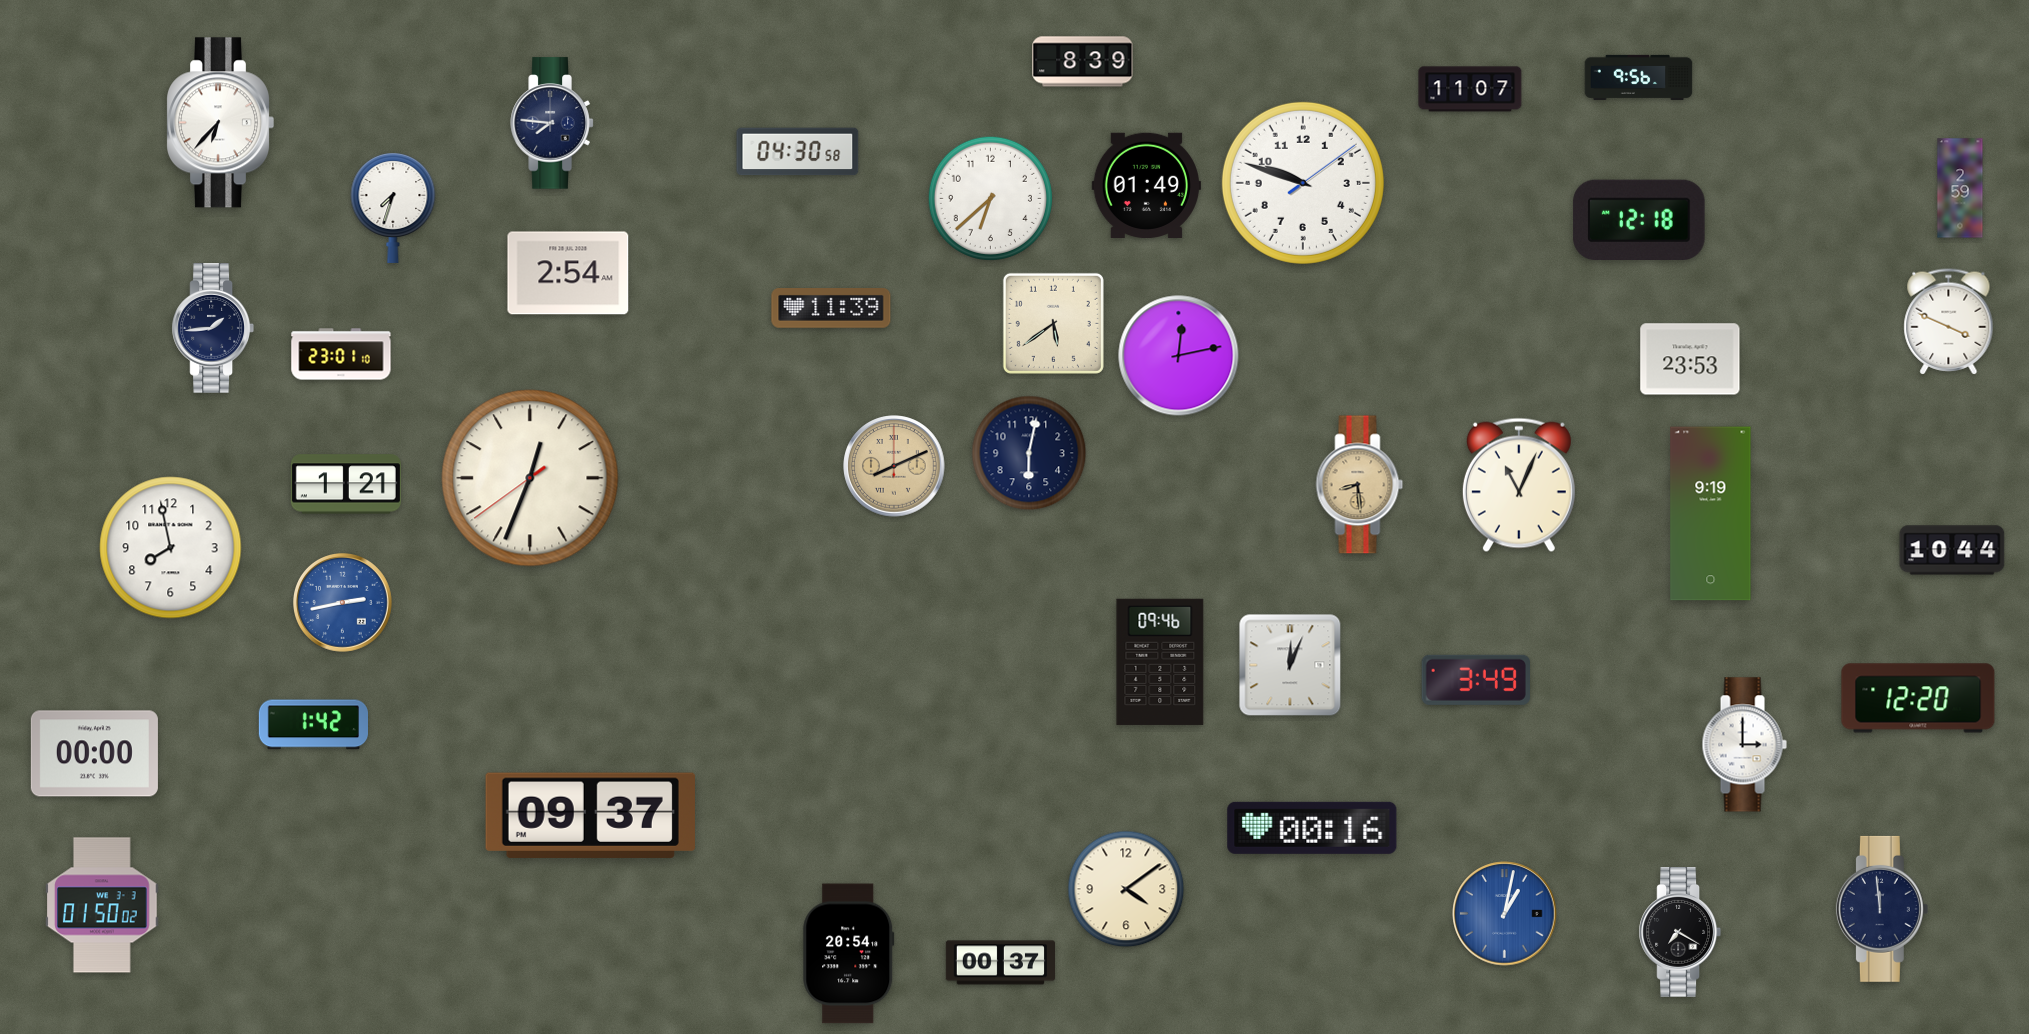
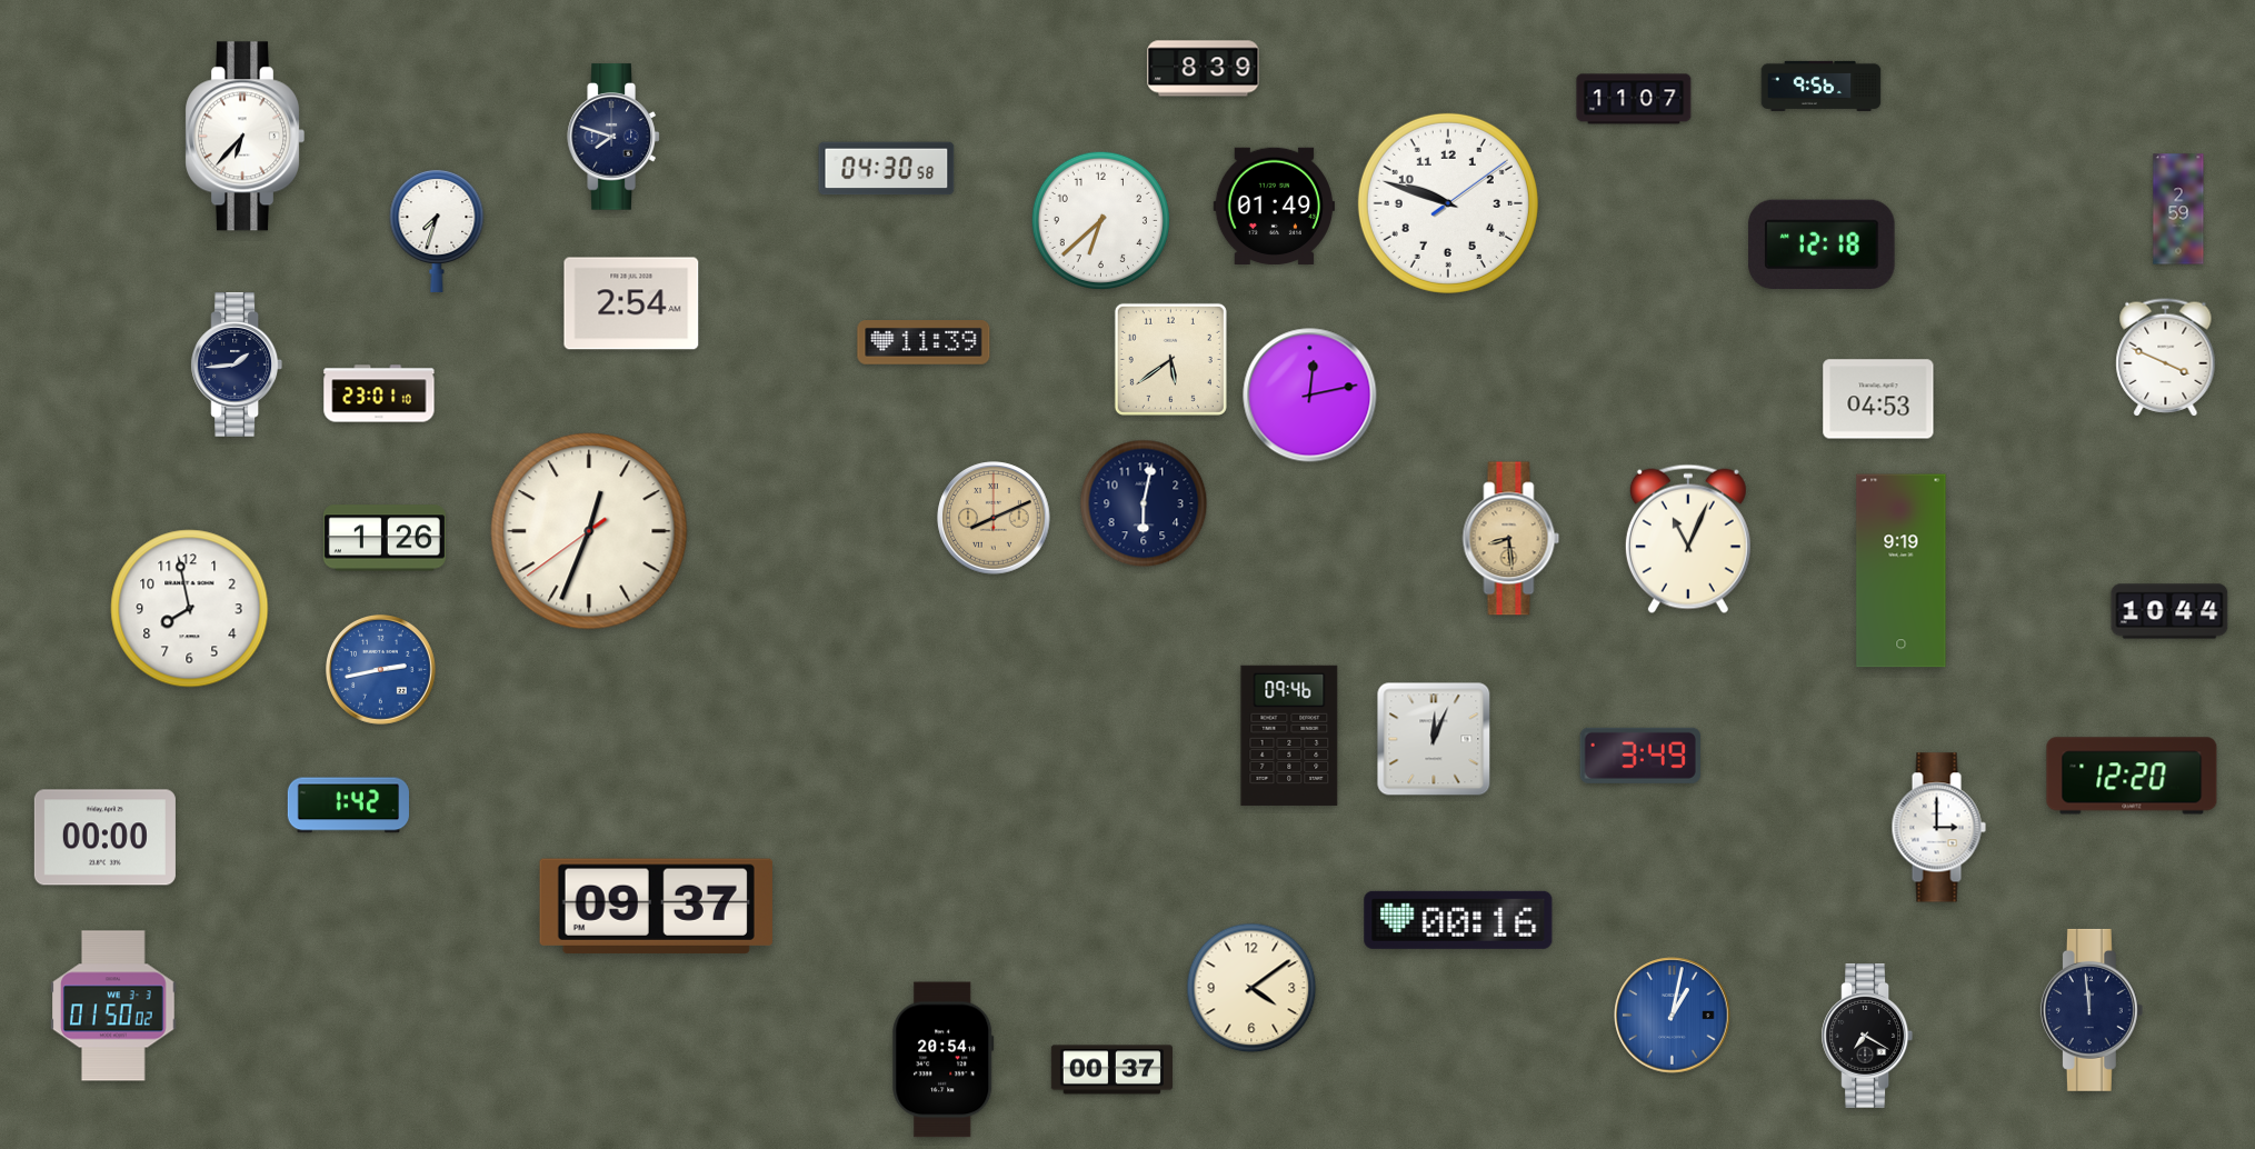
clock at (552, 123): 7:46 -> 7:48
clock at (1690, 359): 23:53 -> 04:53
clock at (346, 484): 1:21 -> 1:26
